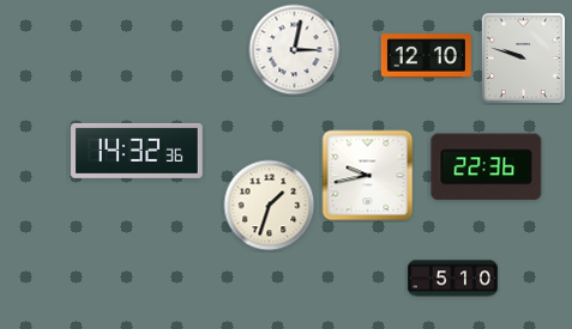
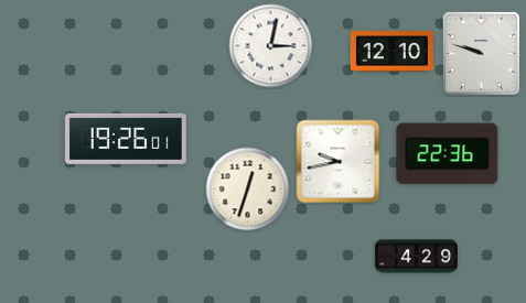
clock at (137, 151): 14:32 -> 19:26
clock at (270, 206): 1:33 -> 12:33
clock at (452, 279): 5:10 -> 4:29
